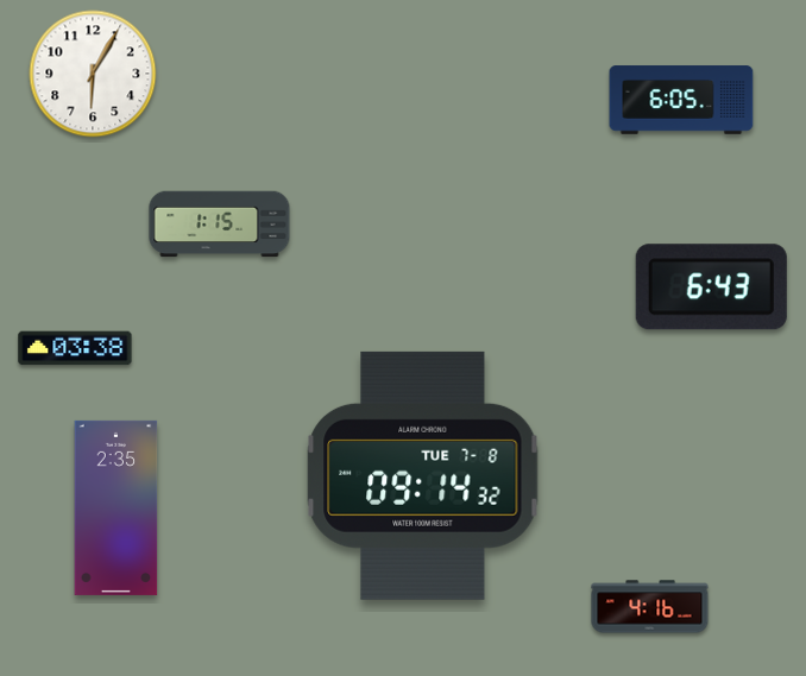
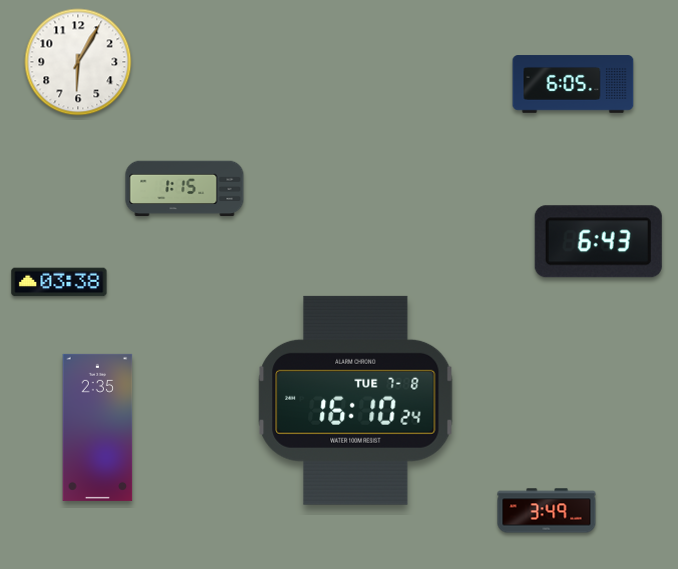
clock at (75, 348) position: (75, 348) -> (59, 282)
clock at (423, 475): 09:14 -> 16:10
clock at (650, 607): 4:16 -> 3:49
